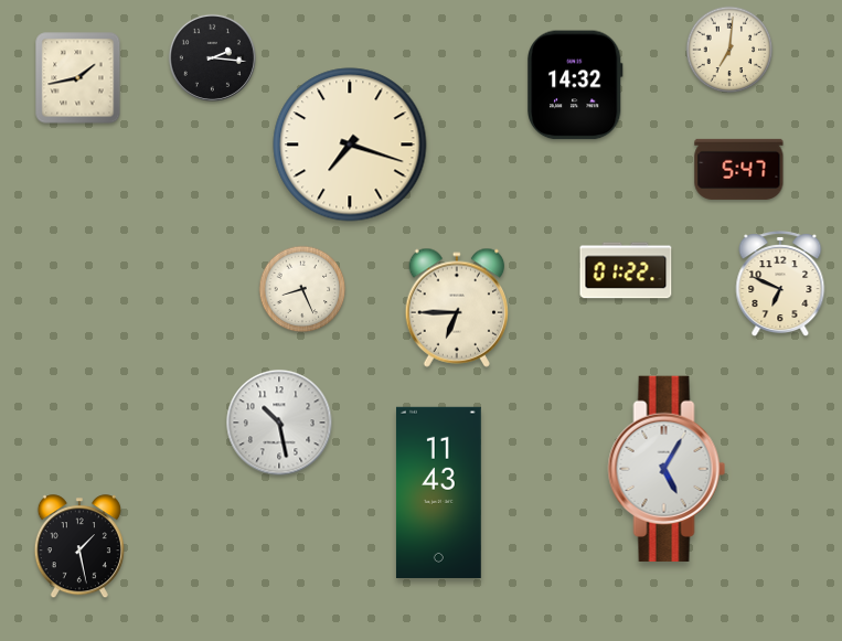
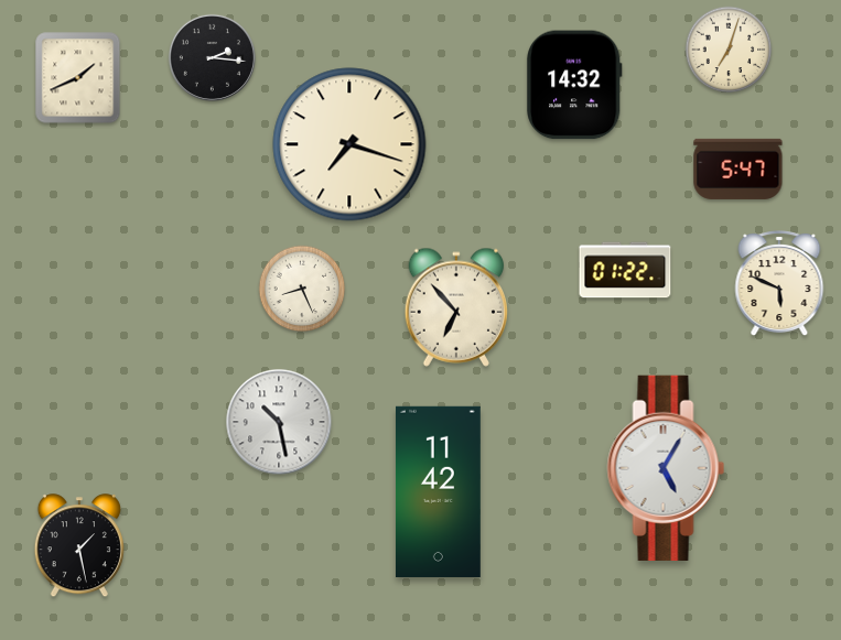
clock at (729, 50): 7:01 -> 7:03
clock at (78, 78): 1:43 -> 1:41
clock at (780, 285): 6:49 -> 5:49
clock at (456, 308): 6:45 -> 6:53
clock at (438, 492): 11:43 -> 11:42
